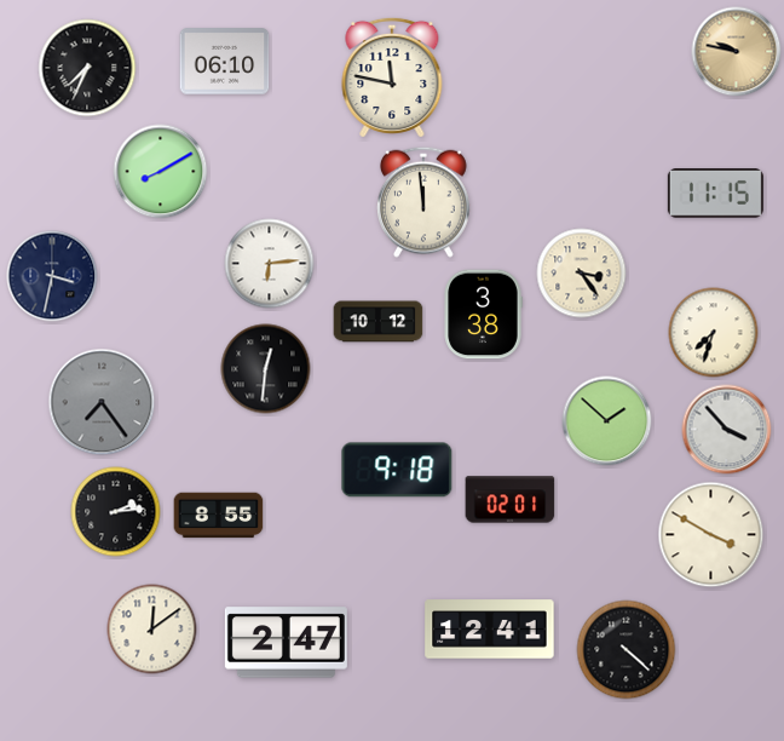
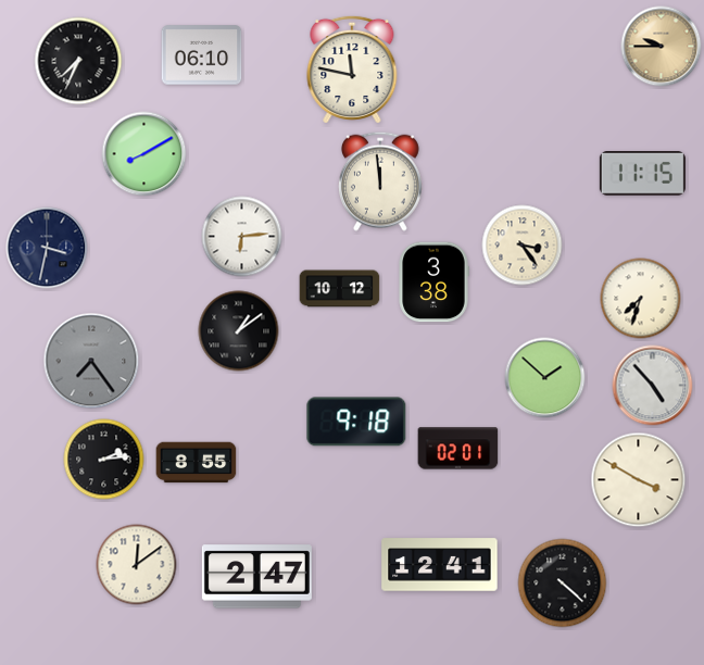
clock at (737, 52): 9:47 -> 9:45
clock at (266, 369): 12:31 -> 1:09
clock at (727, 430): 3:53 -> 4:53
